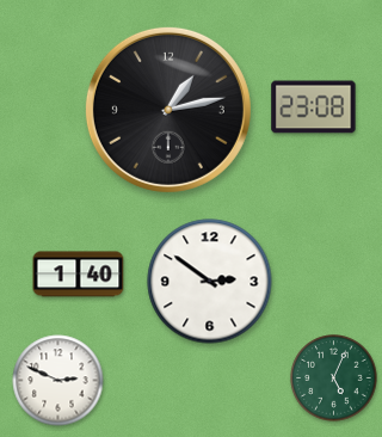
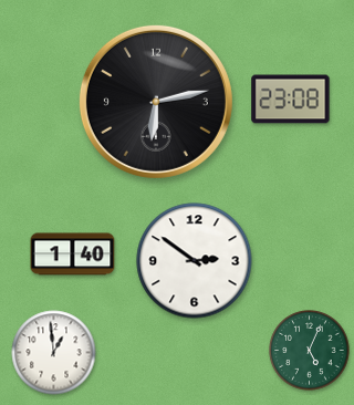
clock at (168, 110): 1:13 -> 6:13
clock at (58, 381): 2:49 -> 12:59
